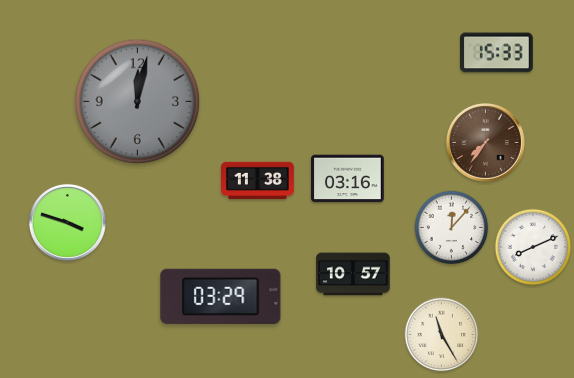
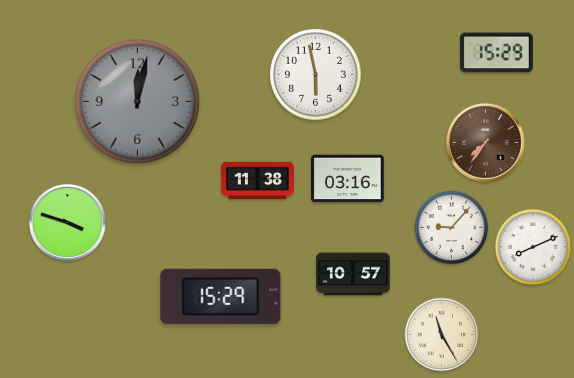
clock at (497, 53): 15:33 -> 15:29
clock at (316, 75): none -> 5:58
clock at (452, 228): 12:07 -> 9:07
clock at (221, 296): 03:29 -> 15:29
